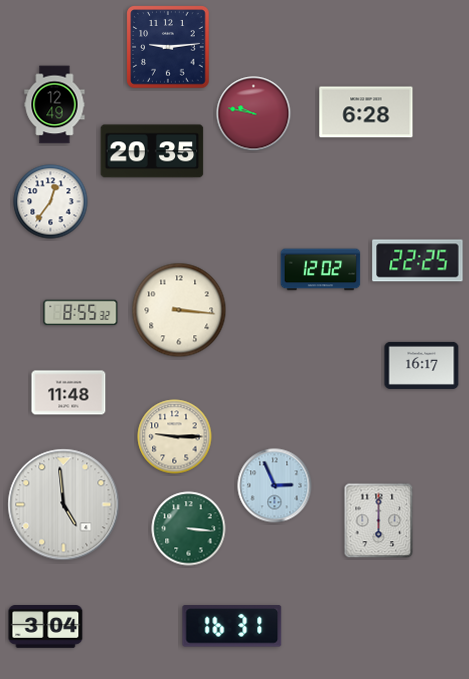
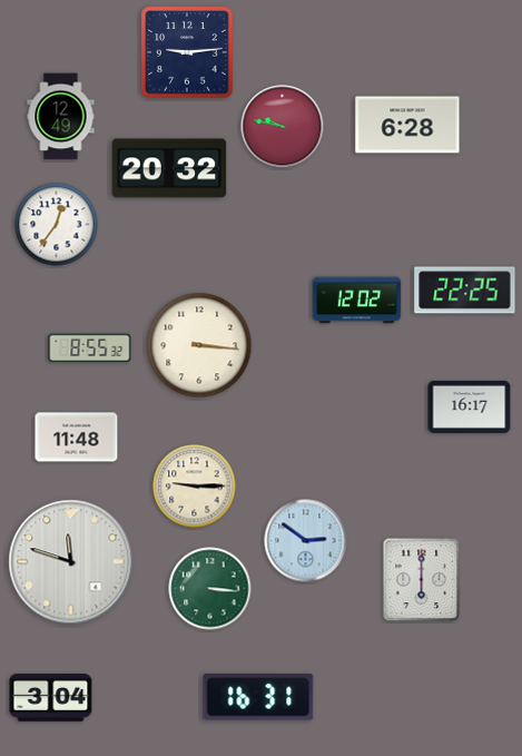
clock at (152, 151): 20:35 -> 20:32
clock at (275, 486): 2:56 -> 2:51
clock at (64, 505): 4:59 -> 11:48
